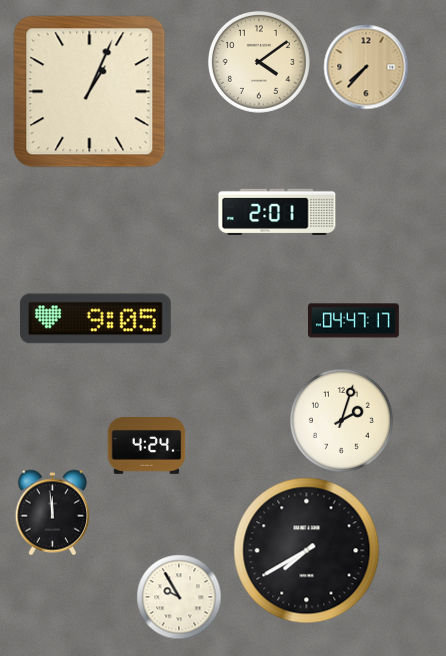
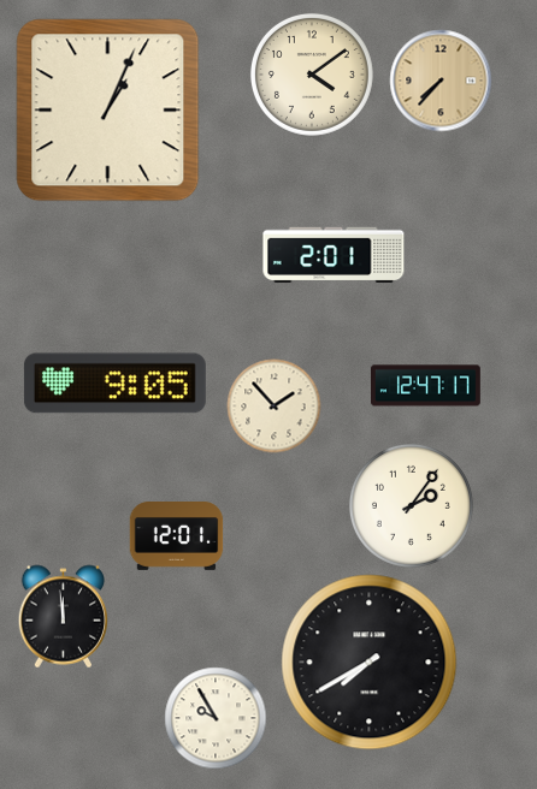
clock at (353, 321): 04:47 -> 12:47
clock at (273, 405): none -> 1:53
clock at (341, 420): 2:03 -> 2:06
clock at (146, 446): 4:24 -> 12:01
